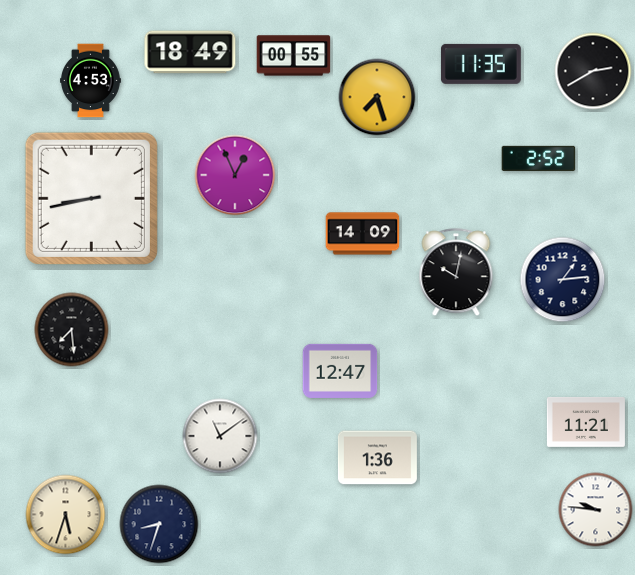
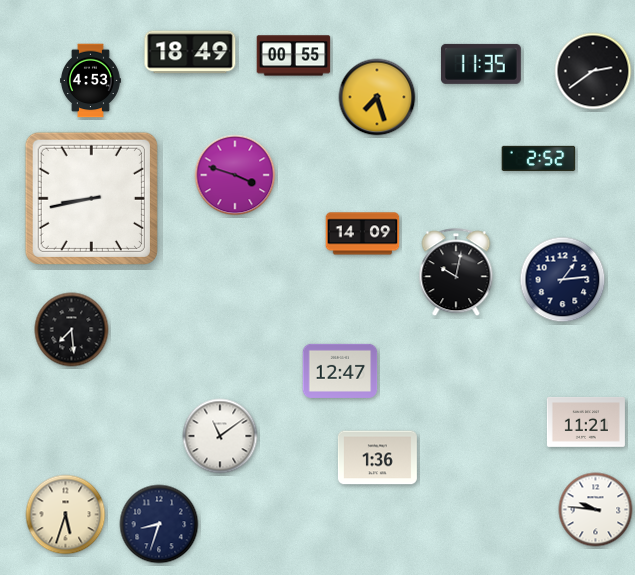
clock at (593, 71): 2:40 -> 2:39
clock at (235, 175): 12:56 -> 3:48
